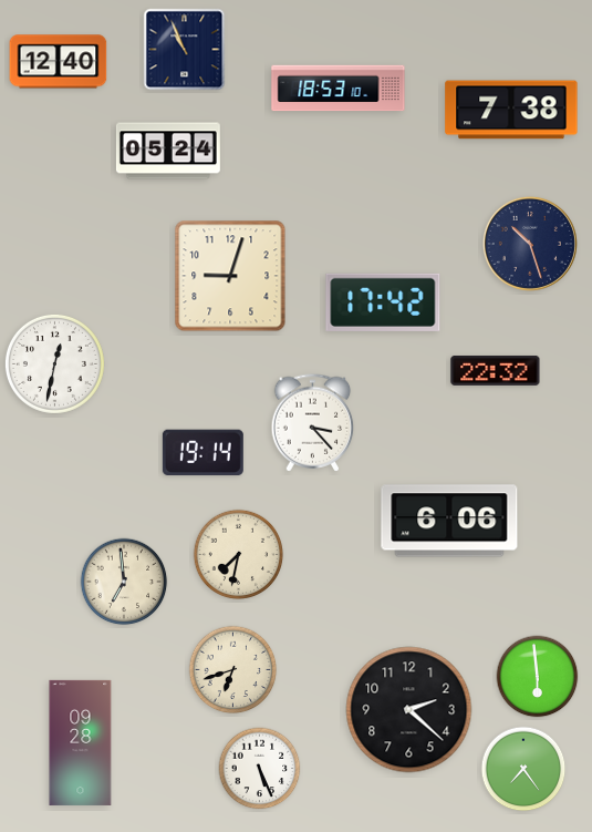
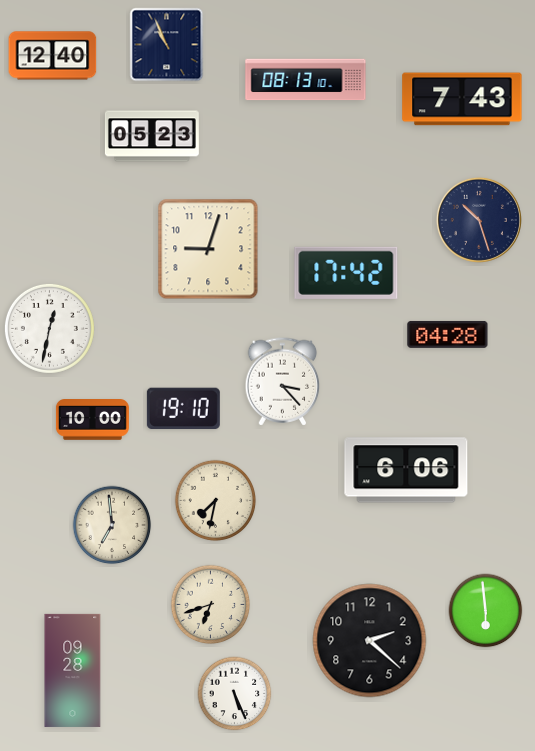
clock at (339, 89): 18:53 -> 08:13
clock at (511, 110): 7:38 -> 7:43
clock at (168, 151): 05:24 -> 05:23
clock at (496, 370): 22:32 -> 04:28
clock at (202, 453): 19:14 -> 19:10
clock at (92, 420): none -> 10:00
clock at (523, 769): 7:24 -> none
